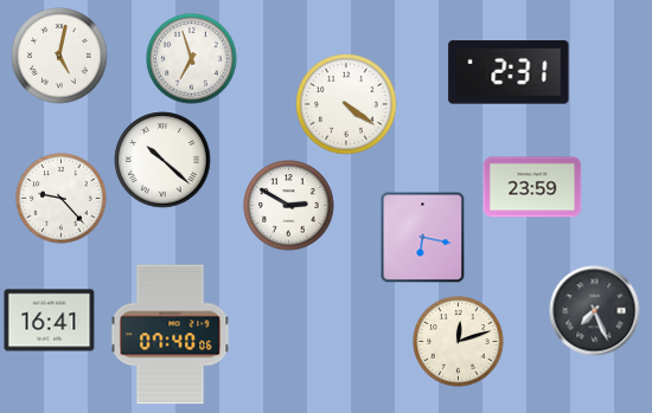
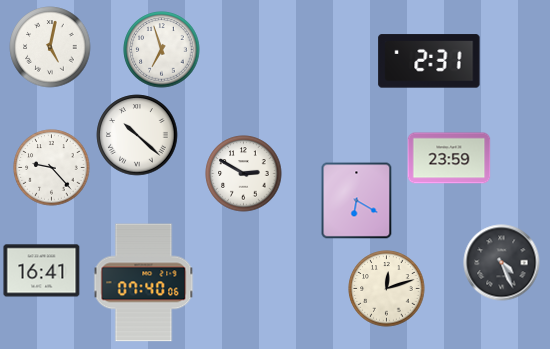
clock at (346, 104): 4:21 -> none
clock at (423, 237): 6:17 -> 6:20
clock at (595, 311): 7:26 -> 4:26
